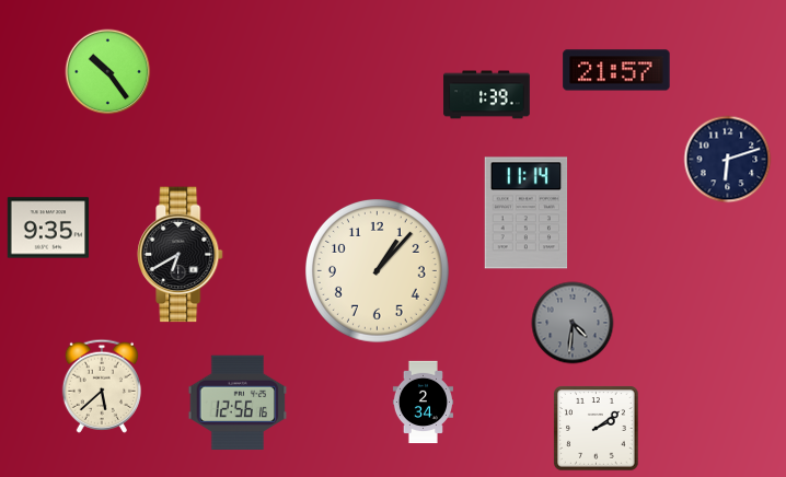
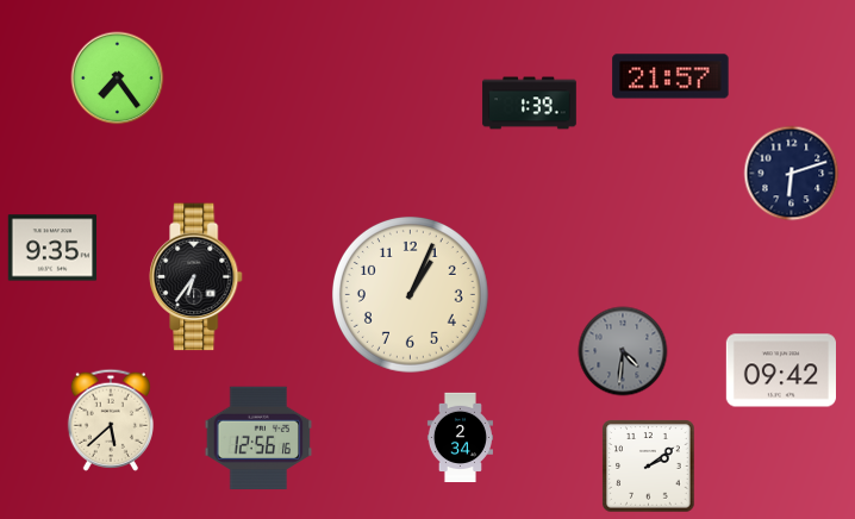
clock at (108, 72): 10:24 -> 7:24
clock at (527, 213): 11:14 -> none
clock at (181, 255): 6:40 -> 6:36
clock at (377, 270): 1:07 -> 1:04
clock at (780, 370): none -> 09:42
